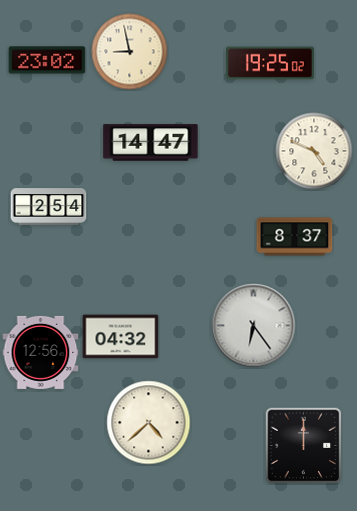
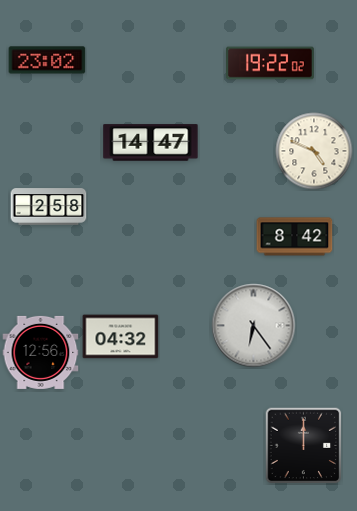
clock at (130, 52): 8:58 -> none
clock at (271, 63): 19:25 -> 19:22
clock at (49, 207): 2:54 -> 2:58
clock at (295, 237): 8:37 -> 8:42
clock at (149, 423): 4:38 -> none
